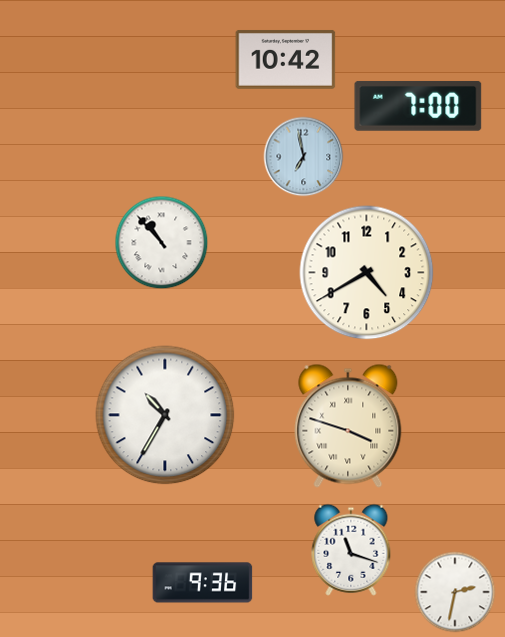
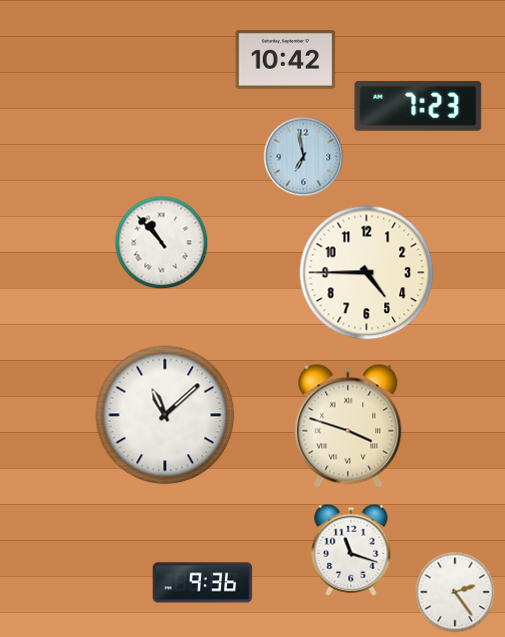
clock at (418, 106): 7:00 -> 7:23
clock at (367, 273): 4:40 -> 4:45
clock at (165, 415): 10:35 -> 11:08
clock at (455, 592): 2:32 -> 2:24
